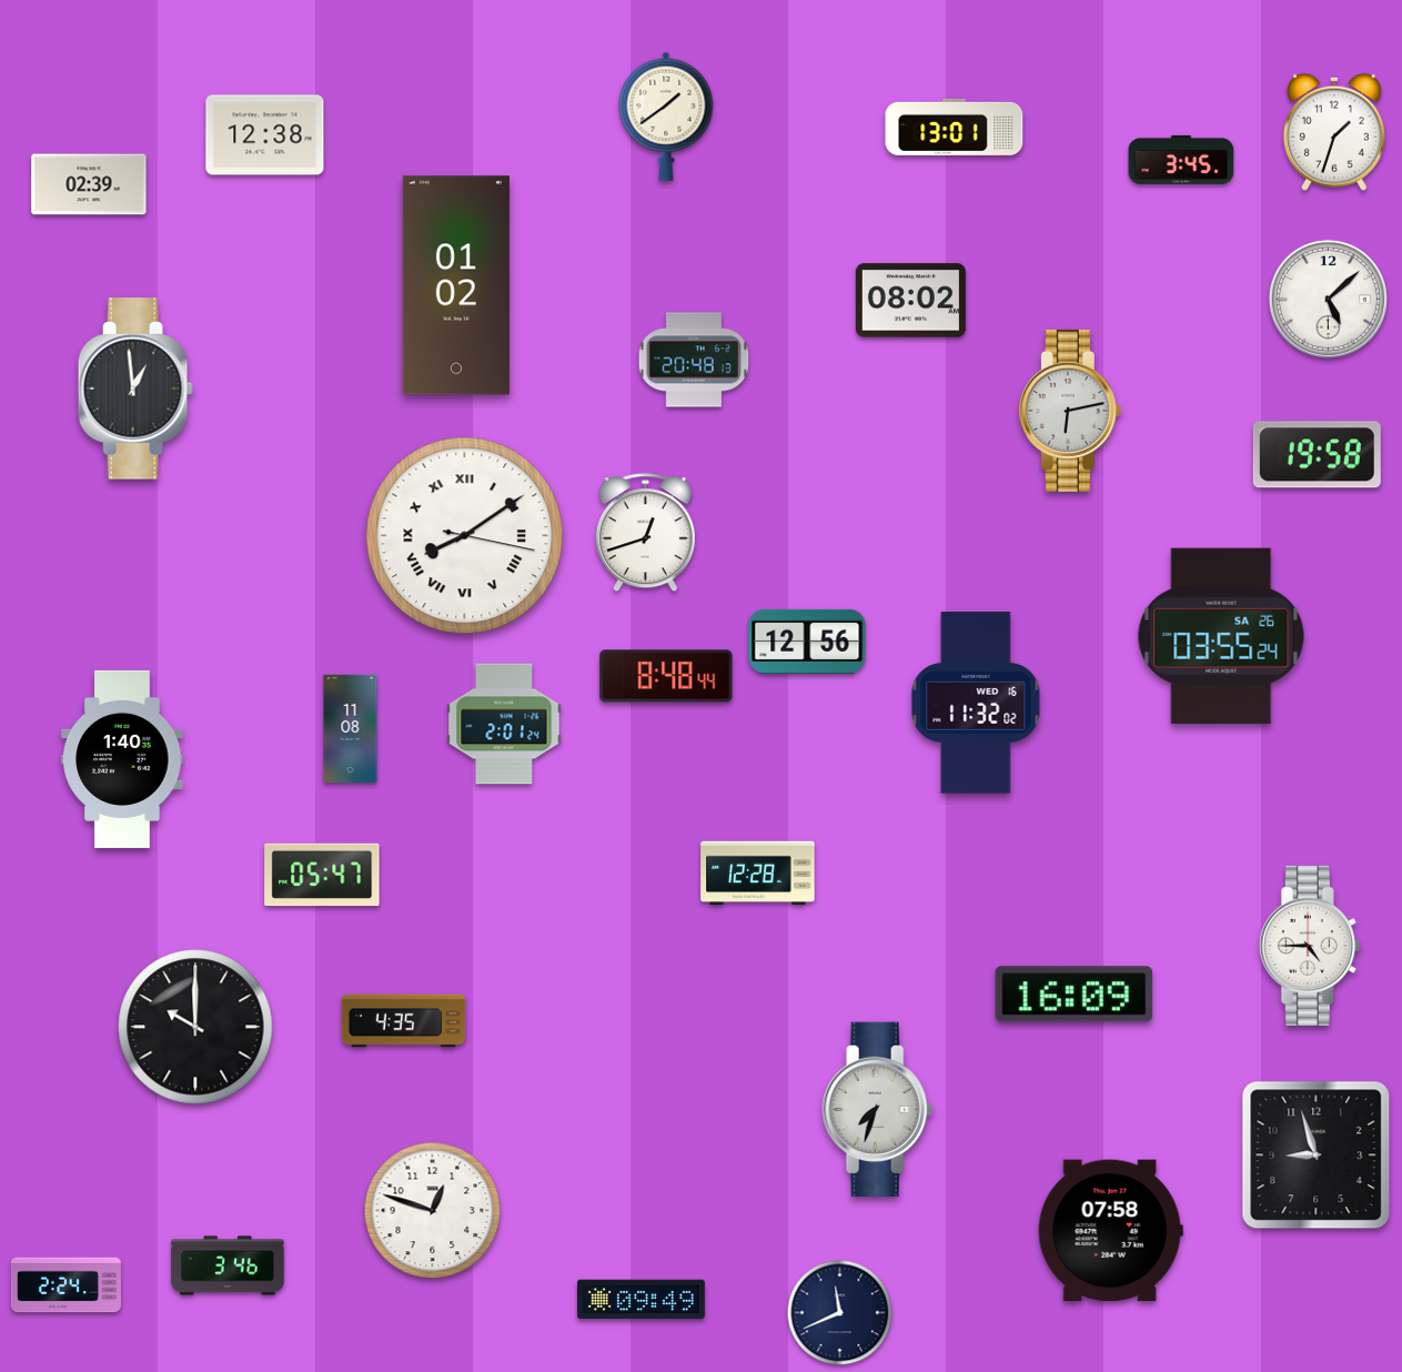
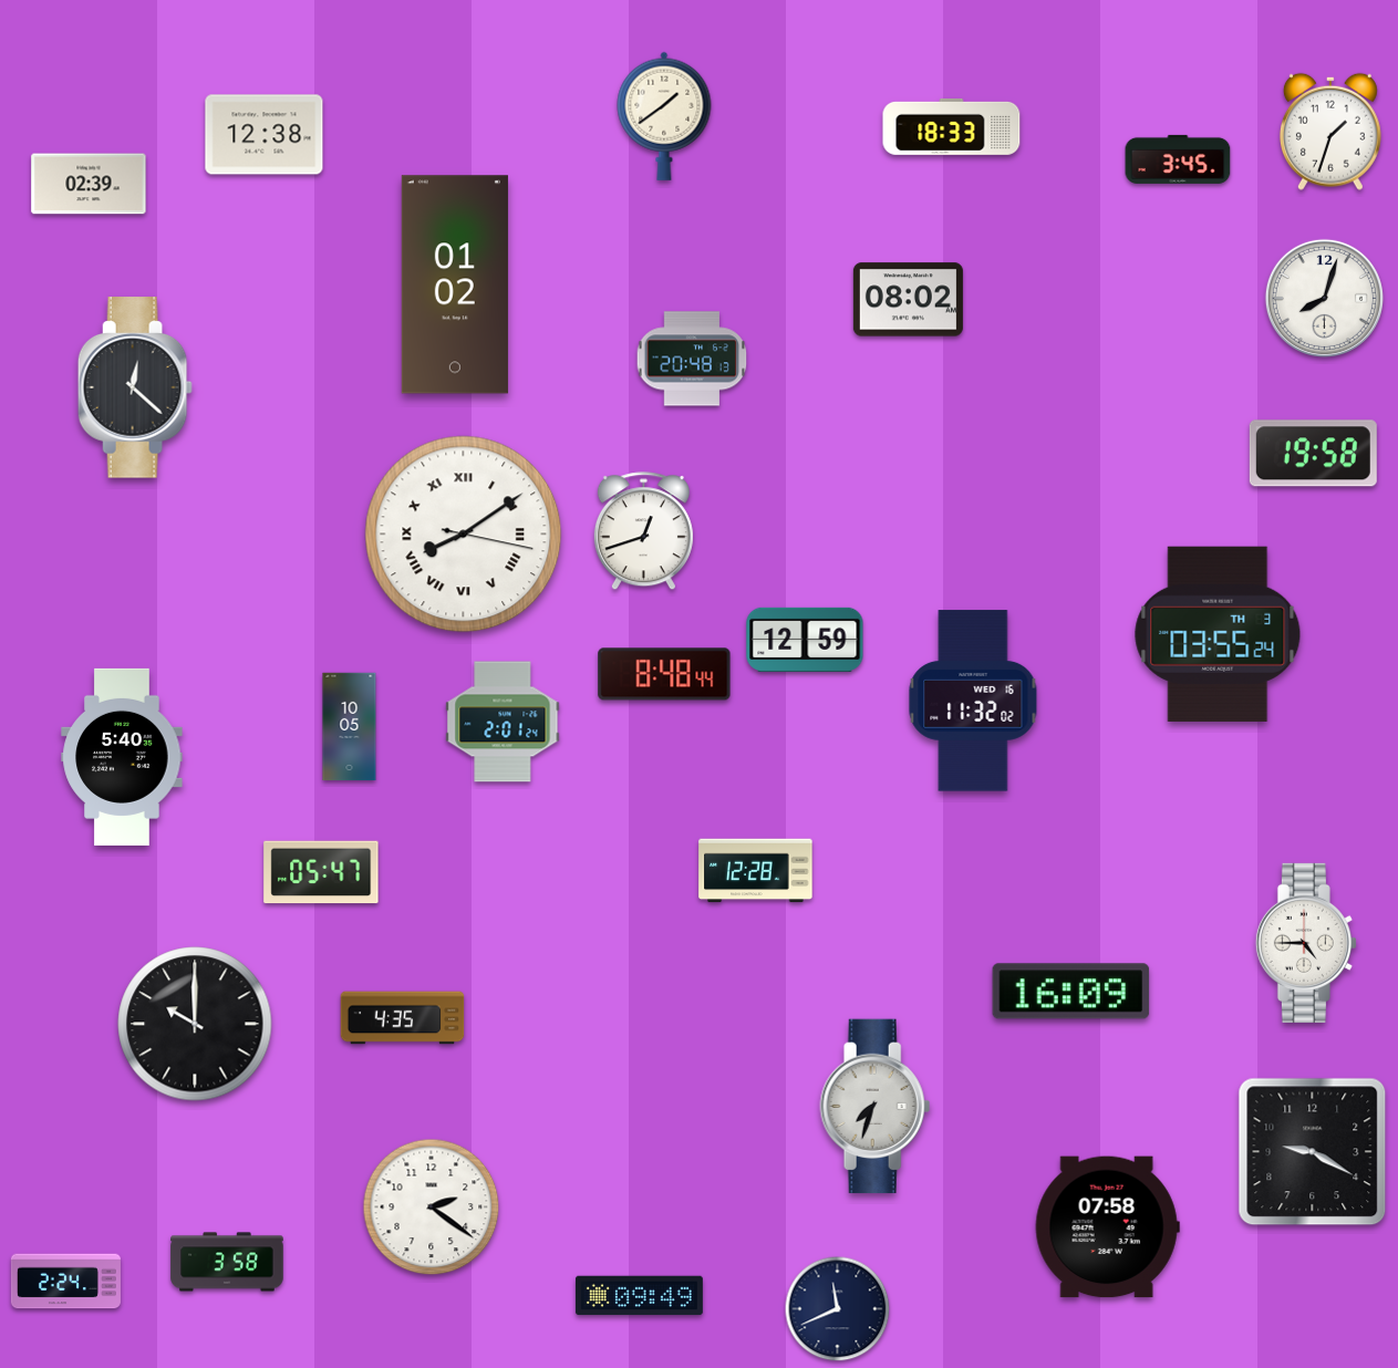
clock at (955, 127): 13:01 -> 18:33
clock at (1328, 299): 5:08 -> 8:03
clock at (135, 389): 12:59 -> 12:22
clock at (1070, 411): 6:13 -> none
clock at (1221, 636) date: SA 26 -> TH 3
clock at (807, 642): 12:56 -> 12:59
clock at (351, 729): 11:08 -> 10:05
clock at (122, 759): 1:40 -> 5:40
clock at (1317, 1156): 8:57 -> 9:20
clock at (433, 1211): 12:48 -> 2:21
clock at (228, 1265): 3:46 -> 3:58
